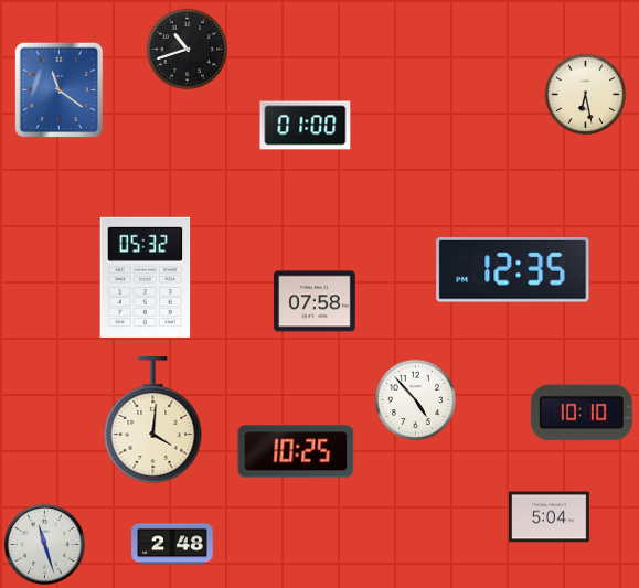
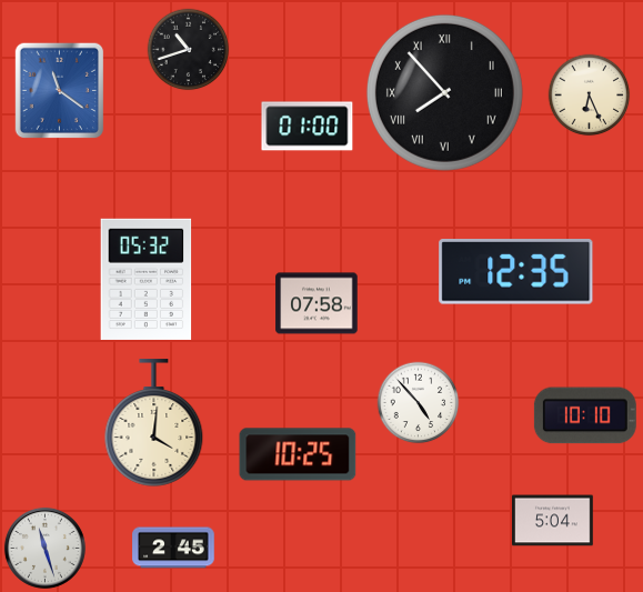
clock at (444, 92): none -> 7:53
clock at (586, 95): 6:28 -> 6:26
clock at (172, 544): 2:48 -> 2:45
